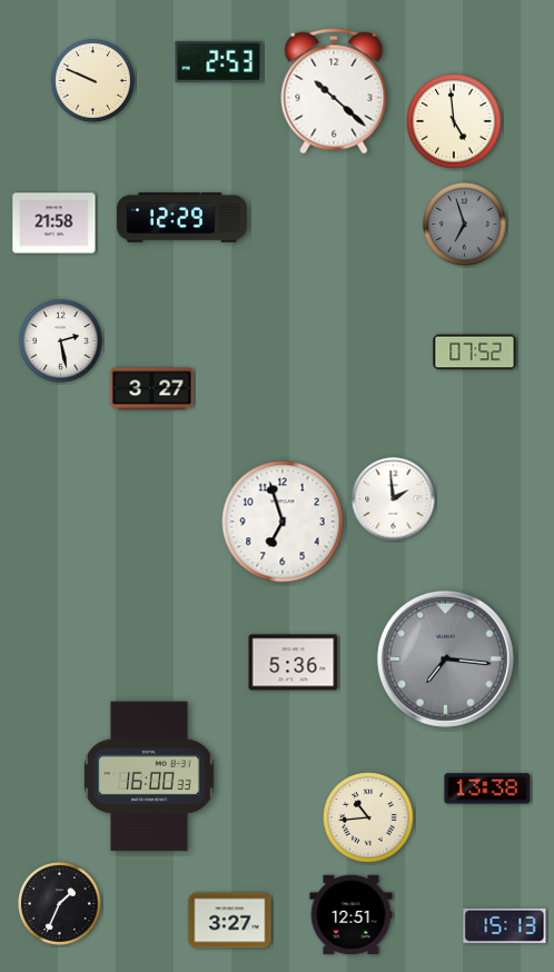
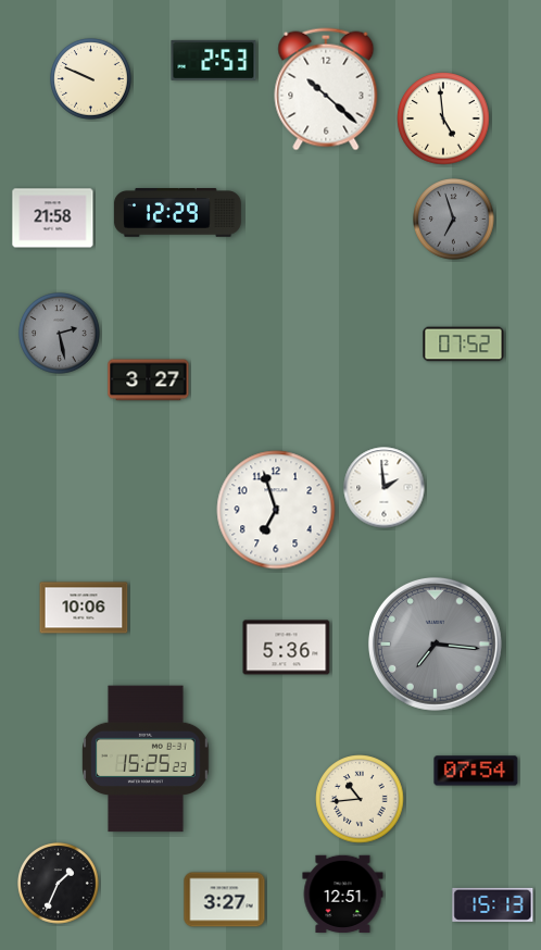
clock at (61, 341) dial: white -> grey
clock at (84, 608): none -> 10:06
clock at (150, 776): 16:00 -> 15:25
clock at (487, 788): 13:38 -> 07:54
